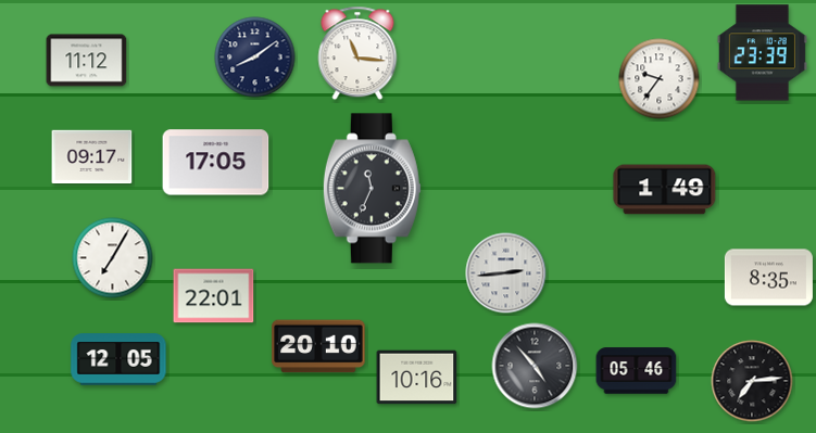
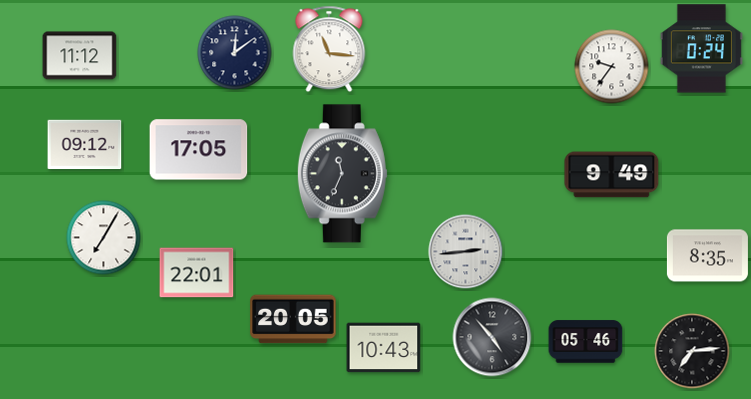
clock at (762, 53): 23:39 -> 0:24
clock at (255, 58): 8:09 -> 12:09
clock at (660, 79) position: (660, 79) -> (612, 67)
clock at (92, 157): 09:17 -> 09:12
clock at (665, 190): 1:49 -> 9:49
clock at (318, 346): 20:10 -> 20:05
clock at (118, 359): 12:05 -> none
clock at (417, 378): 10:16 -> 10:43
